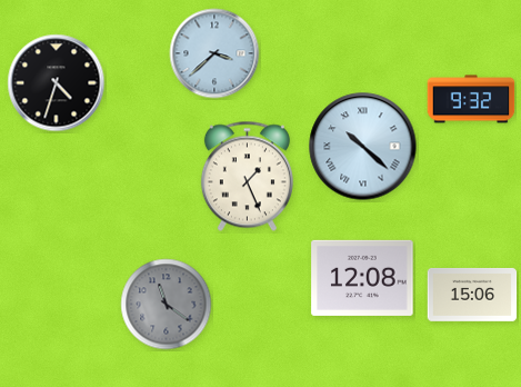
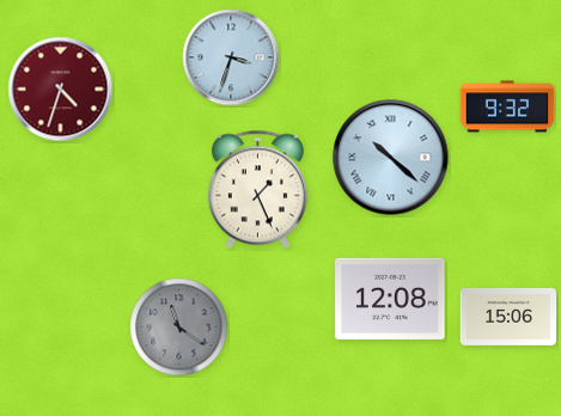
clock at (214, 53): 3:38 -> 3:33
clock at (57, 83) dial: black -> burgundy
clock at (247, 177) position: (247, 177) -> (257, 190)
